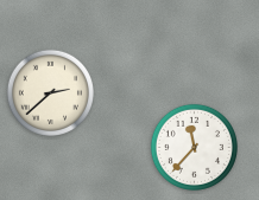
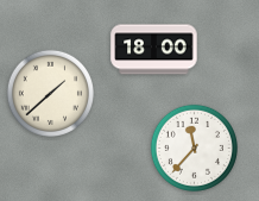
clock at (154, 50): none -> 18:00
clock at (50, 92): 2:38 -> 1:38
